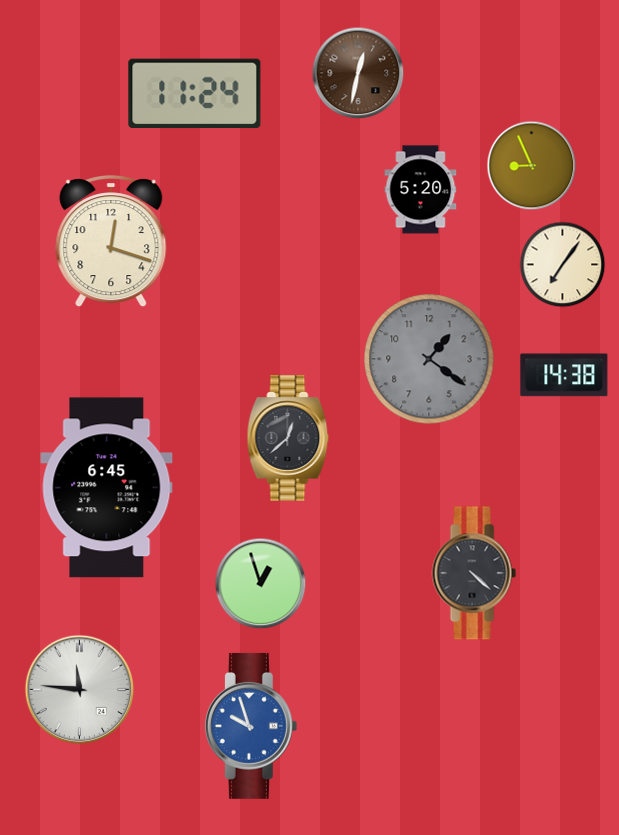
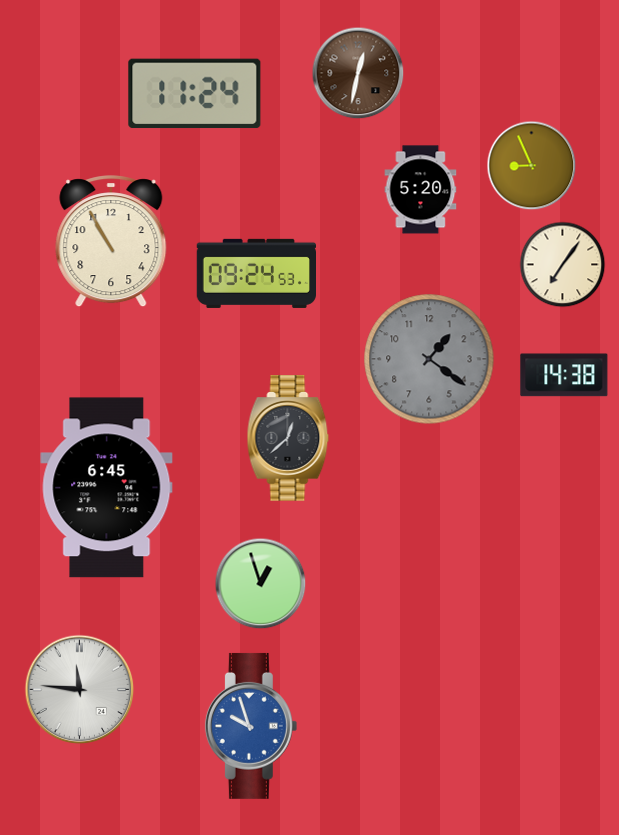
clock at (111, 242): 12:18 -> 10:55
clock at (256, 273): none -> 09:24
clock at (474, 573): 4:22 -> none
